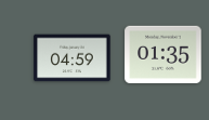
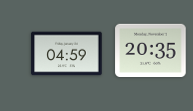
clock at (164, 54): 01:35 -> 20:35
